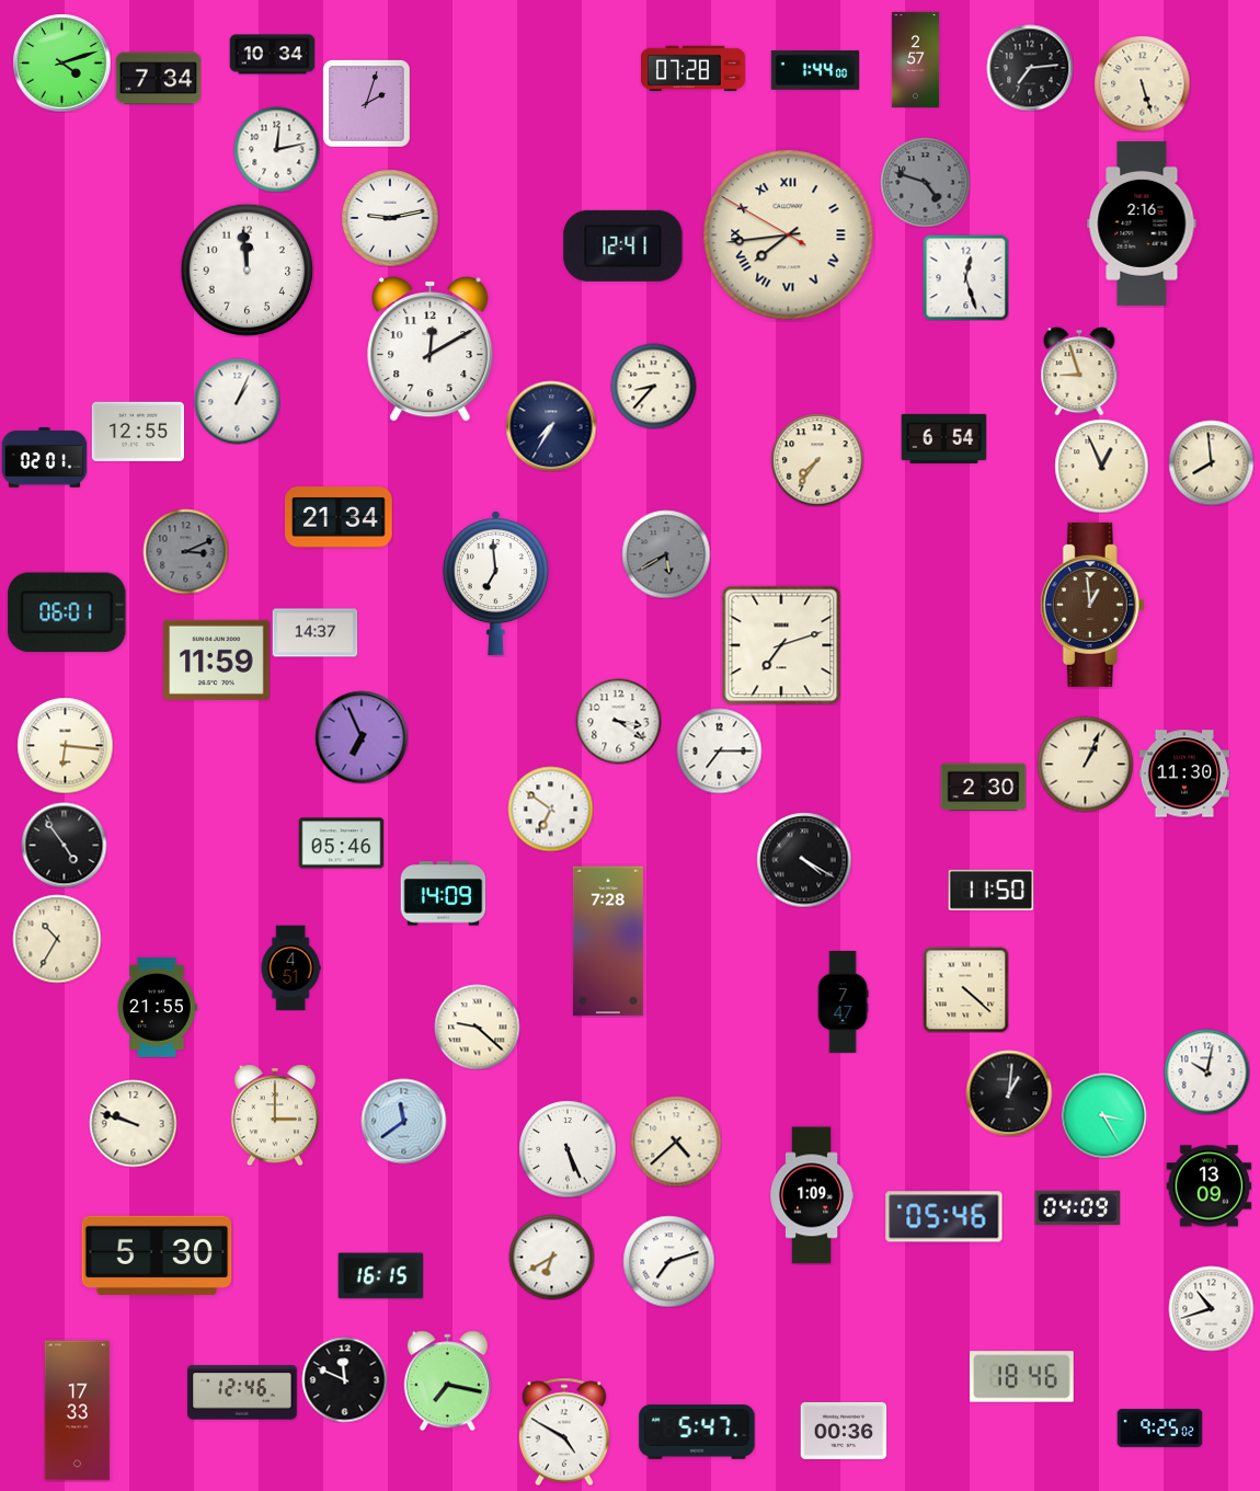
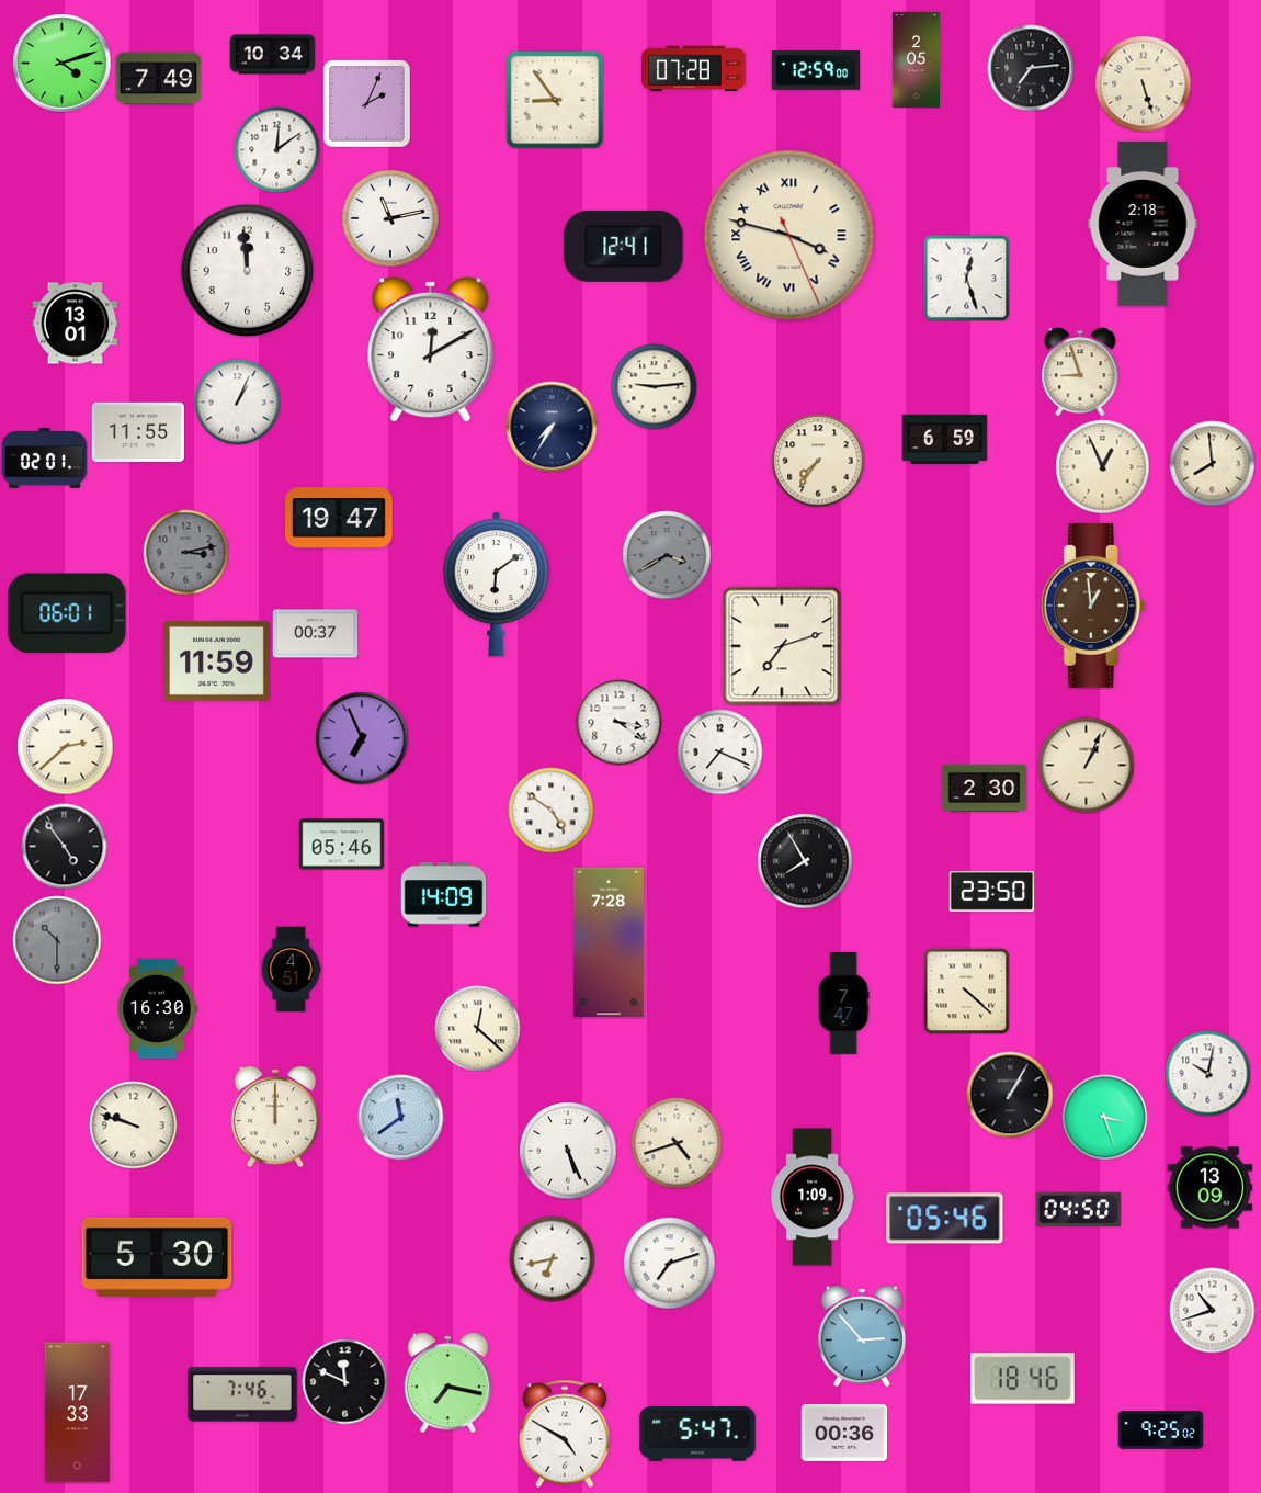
clock at (915, 59): 2:57 -> 2:05
clock at (815, 70): 1:44 -> 12:59
clock at (158, 79): 7:34 -> 7:49
clock at (555, 100): none -> 8:54
clock at (366, 103): 2:03 -> 2:04
clock at (276, 149): 12:13 -> 12:09
clock at (925, 182): 4:48 -> none
clock at (390, 218): 9:13 -> 11:13
clock at (1142, 223): 2:16 -> 2:18
clock at (789, 236): 7:43 -> 3:47
clock at (75, 324): none -> 13:01
clock at (653, 386): 8:37 -> 9:14
clock at (138, 432): 12:55 -> 11:55
clock at (943, 438): 6:54 -> 6:59
clock at (339, 517): 21:34 -> 19:47
clock at (185, 551): 3:11 -> 3:13
clock at (666, 554): 5:40 -> 3:40
clock at (495, 584): 6:59 -> 6:09
clock at (314, 633): 14:37 -> 00:37
clock at (65, 745): 6:16 -> 2:38
clock at (719, 750): 7:15 -> 7:19
clock at (1184, 773): 11:30 -> none
clock at (550, 808): 6:51 -> 4:51
clock at (804, 860): 4:20 -> 7:55
clock at (990, 890): 11:50 -> 23:50
clock at (57, 939): 10:35 -> 10:30
clock at (57, 939) dial: cream -> grey
clock at (157, 1007): 21:55 -> 16:30
clock at (477, 1027): 9:22 -> 12:22
clock at (1009, 1093): 1:01 -> 1:05
clock at (274, 1115): 3:00 -> 12:00
clock at (1103, 1115): 3:25 -> 3:27
clock at (403, 1121) position: (403, 1121) -> (400, 1117)
clock at (676, 1142): 4:38 -> 4:42
clock at (1077, 1208): 04:09 -> 04:50
clock at (551, 1257): 6:40 -> 6:43
clock at (380, 1276): 16:15 -> none
clock at (861, 1336): none -> 2:53
clock at (242, 1392): 12:46 -> 7:46
